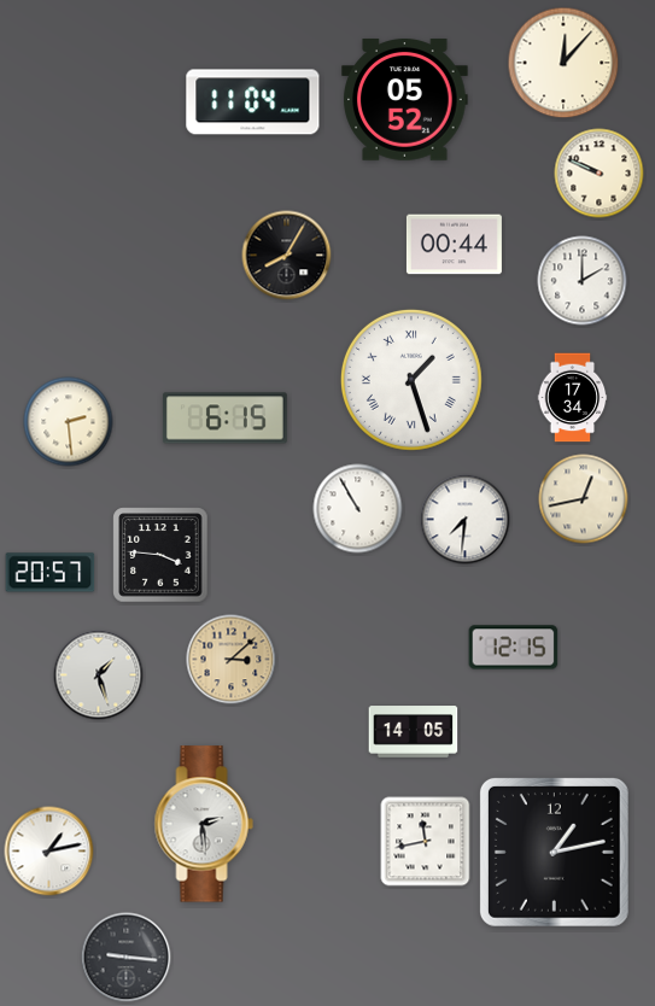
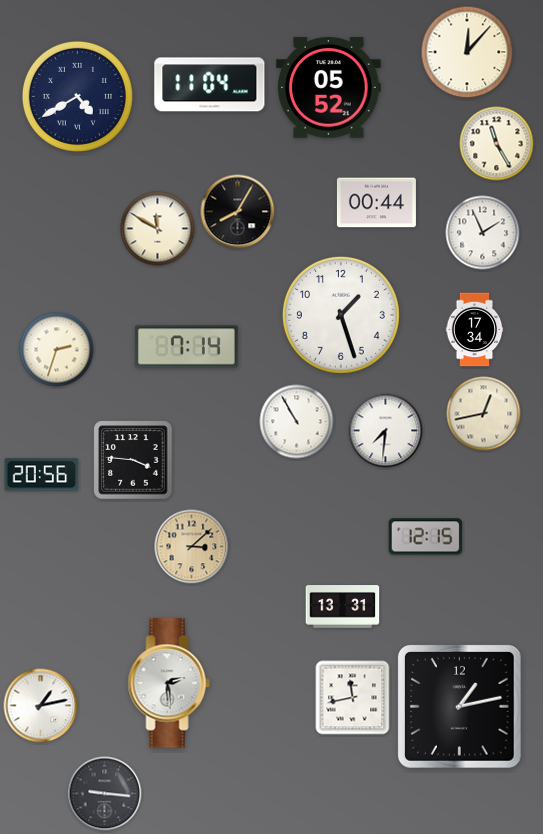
clock at (405, 100) position: (405, 100) -> (329, 88)
clock at (77, 96): none -> 4:40
clock at (600, 174): 9:49 -> 11:25
clock at (158, 229): none -> 11:50
clock at (583, 281): 2:00 -> 1:56
clock at (411, 380) numerals: Roman -> Arabic
clock at (224, 419): 6:15 -> 7:14
clock at (69, 422): 2:29 -> 2:33
clock at (51, 573): 20:57 -> 20:56
clock at (99, 675): 1:27 -> none
clock at (414, 732): 14:05 -> 13:31
